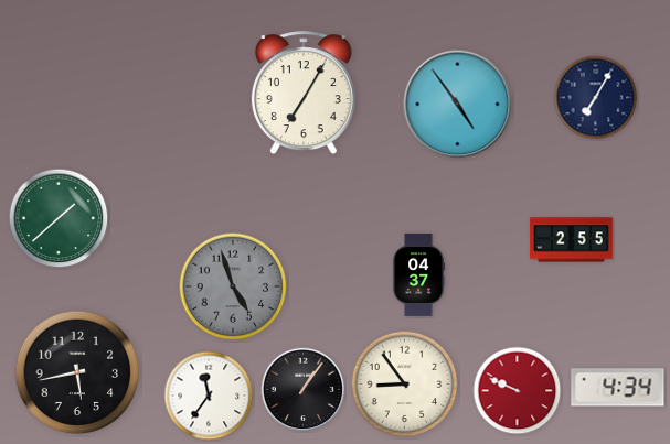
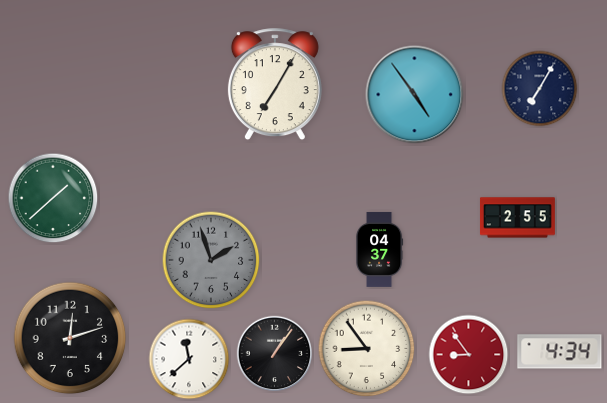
clock at (233, 286): 4:57 -> 1:57
clock at (77, 372): 5:43 -> 12:12
clock at (518, 391): 9:49 -> 8:54
clock at (209, 396): 11:36 -> 11:38
